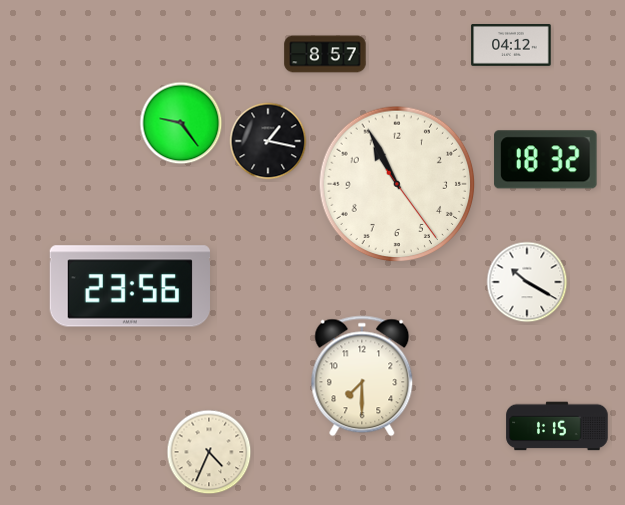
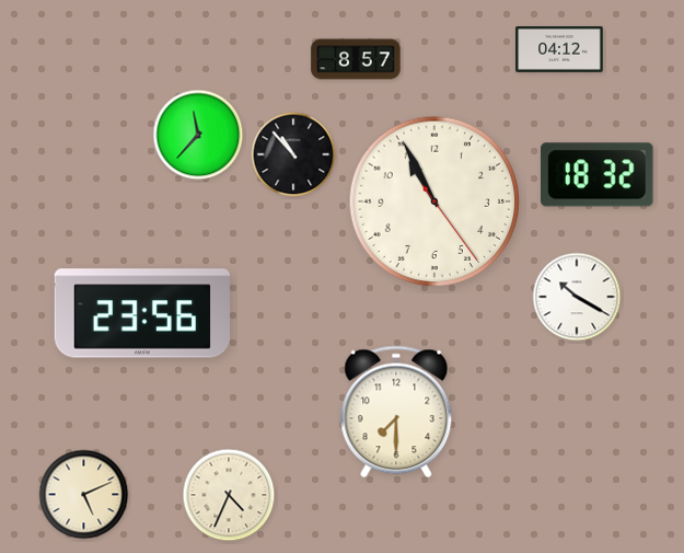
clock at (181, 123): 9:24 -> 11:37
clock at (268, 141): 1:17 -> 10:53
clock at (527, 282) position: (527, 282) -> (577, 297)
clock at (557, 426): 1:15 -> none
clock at (84, 495): none -> 5:11
